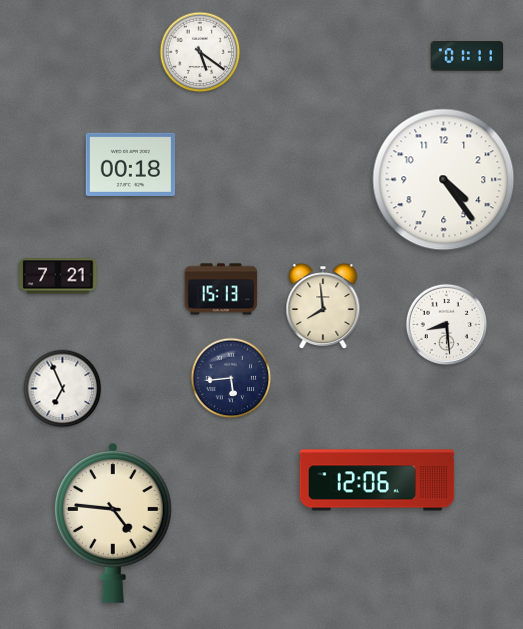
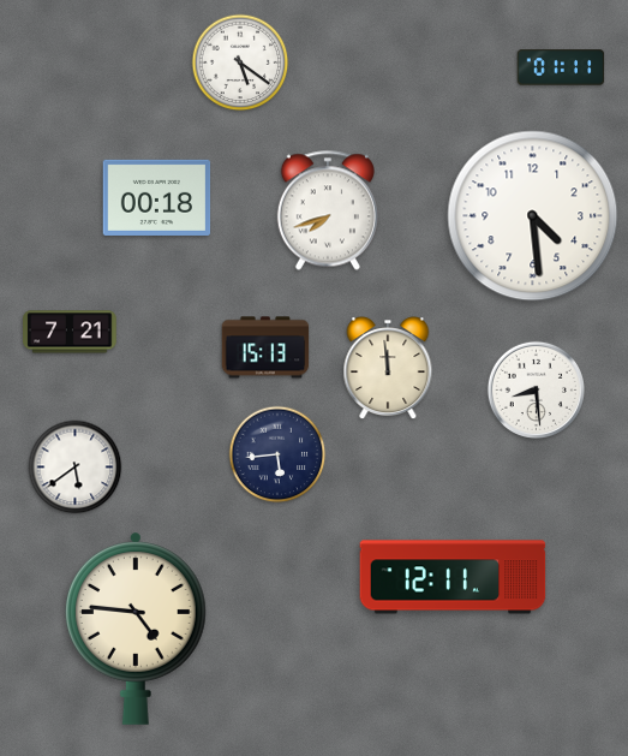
clock at (328, 210): none -> 7:42
clock at (444, 180): 4:24 -> 4:29
clock at (323, 307): 7:59 -> 11:59
clock at (63, 389): 6:56 -> 5:39
clock at (377, 480): 12:06 -> 12:11
